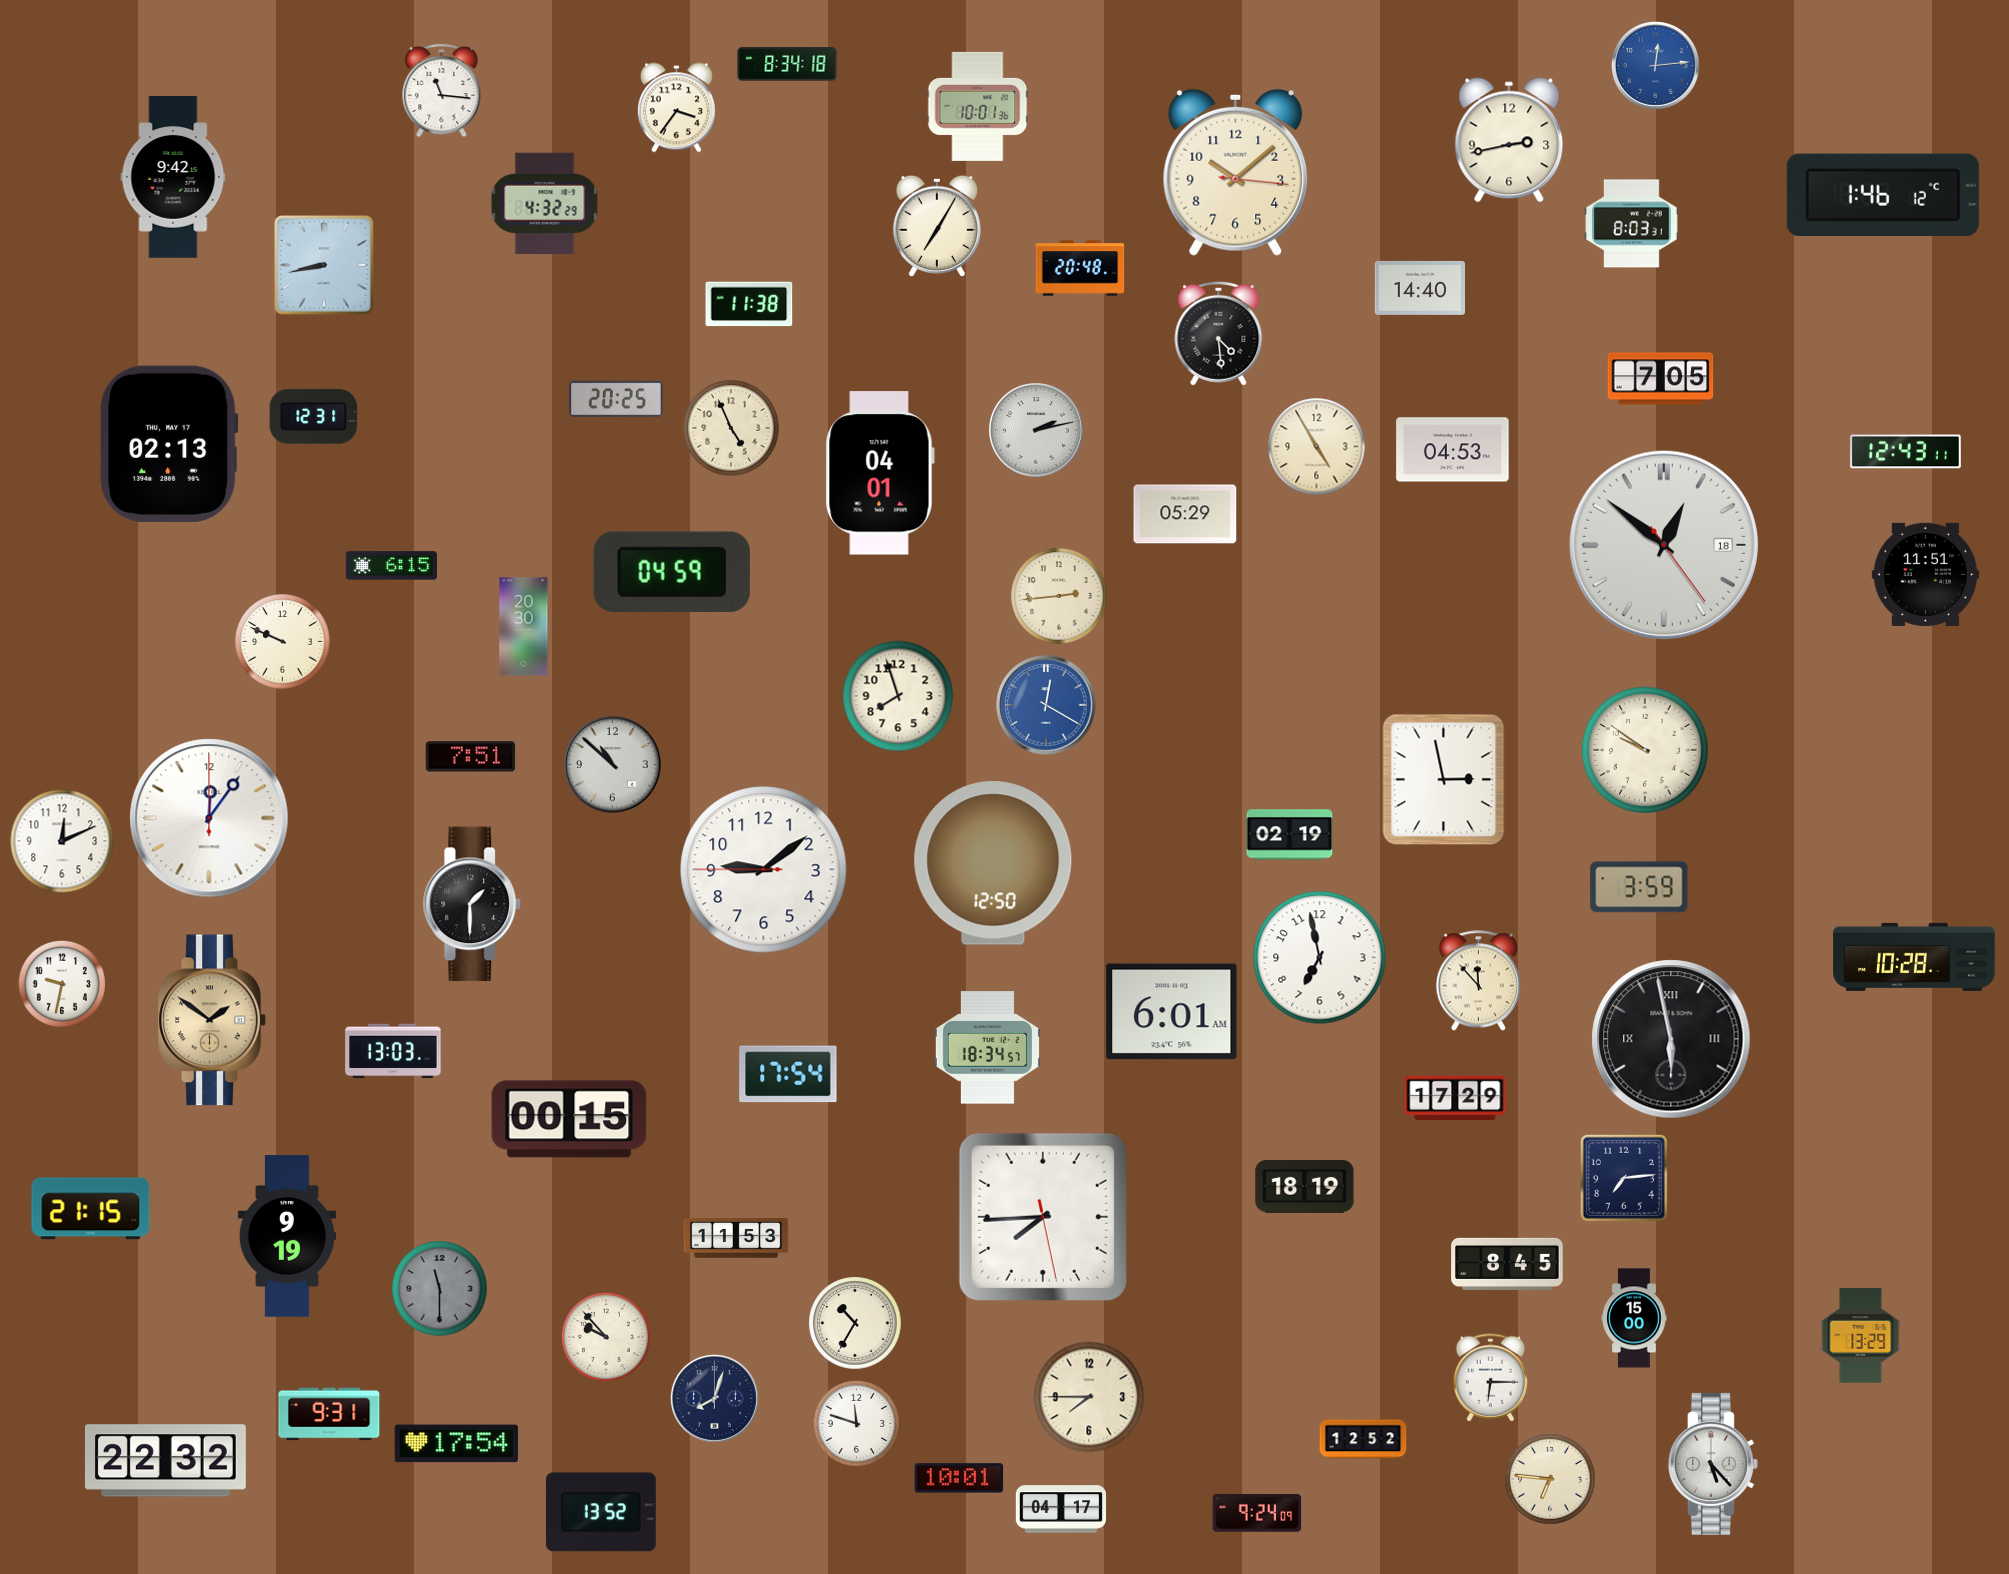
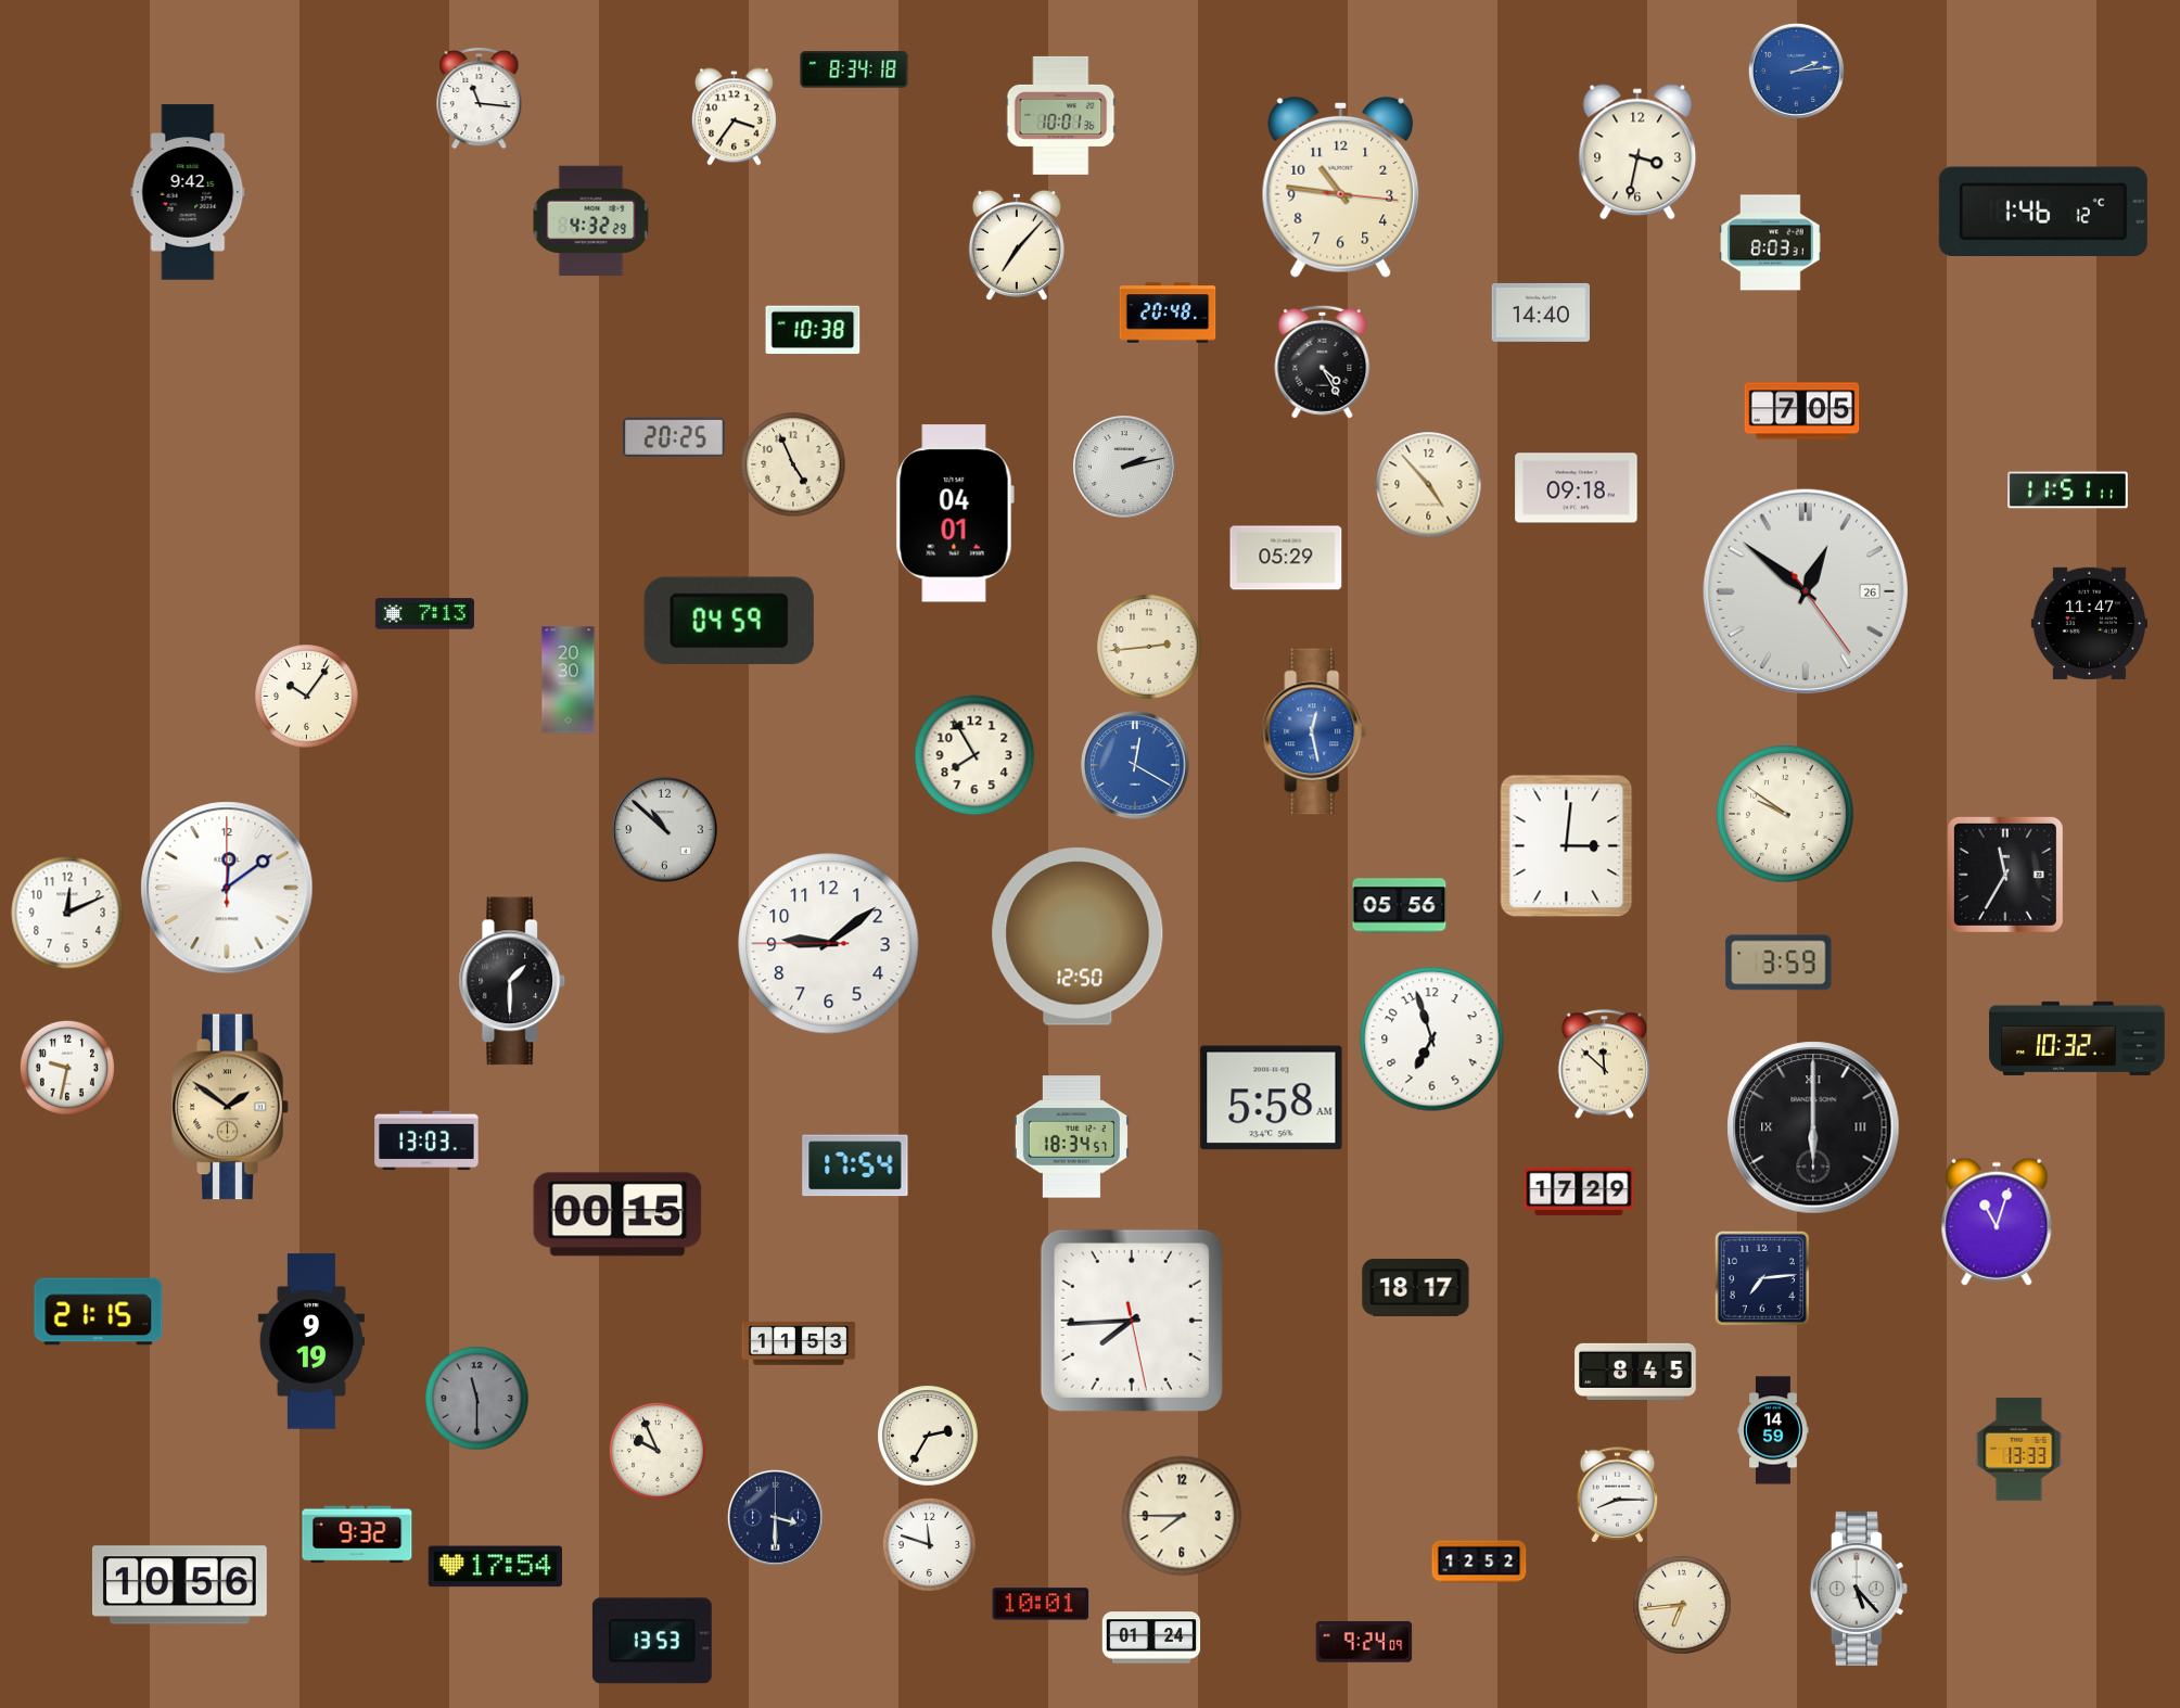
clock at (1655, 65): 12:14 -> 2:14
clock at (1509, 140): 2:43 -> 3:32
clock at (1236, 172): 10:08 -> 10:46
clock at (937, 226): 7:05 -> 7:07
clock at (324, 265): 8:43 -> none
clock at (1080, 268) position: (1080, 268) -> (1168, 313)
clock at (749, 304): 11:38 -> 10:38
clock at (1219, 333): 4:29 -> 4:25
clock at (617, 399) position: (617, 399) -> (675, 437)
clock at (314, 417): 12:31 -> none
clock at (169, 444): 02:13 -> none
clock at (1317, 447): 4:55 -> 4:53
clock at (1453, 450): 04:53 -> 09:18
clock at (1906, 452): 12:43 -> 11:51
clock at (1663, 544) date: 18 -> 26
clock at (391, 566): 6:15 -> 7:13
clock at (1925, 574): 11:51 -> 11:47
clock at (283, 642): 9:49 -> 10:06
clock at (1314, 731): none -> 12:28
clock at (898, 696): 7:57 -> 7:55
clock at (471, 757): 7:51 -> none
clock at (1444, 780): 2:58 -> 3:01
clock at (2005, 875): none -> 11:35
clock at (209, 818): 12:06 -> 12:09
clock at (1290, 835): 02:19 -> 05:56
clock at (1914, 957): 10:28 -> 10:32
clock at (1320, 958): 6:58 -> 6:57
clock at (1478, 981): 11:53 -> 11:52
clock at (1172, 1012): 6:01 -> 5:58
clock at (1671, 1039): 5:58 -> 6:00
clock at (1997, 1222): none -> 11:03
clock at (1305, 1187): 18:19 -> 18:17
clock at (1634, 1318): 15:00 -> 14:59
clock at (855, 1323): 10:35 -> 2:35
clock at (1861, 1336): 13:29 -> 13:33
clock at (606, 1337): 9:53 -> 9:56
clock at (1491, 1378): 6:15 -> 8:15
clock at (714, 1398): 8:03 -> 3:30
clock at (329, 1414): 9:31 -> 9:32
clock at (166, 1461): 22:32 -> 10:56
clock at (1551, 1480): 6:46 -> 6:44
clock at (1061, 1509): 04:17 -> 01:24
clock at (601, 1512): 13:52 -> 13:53
